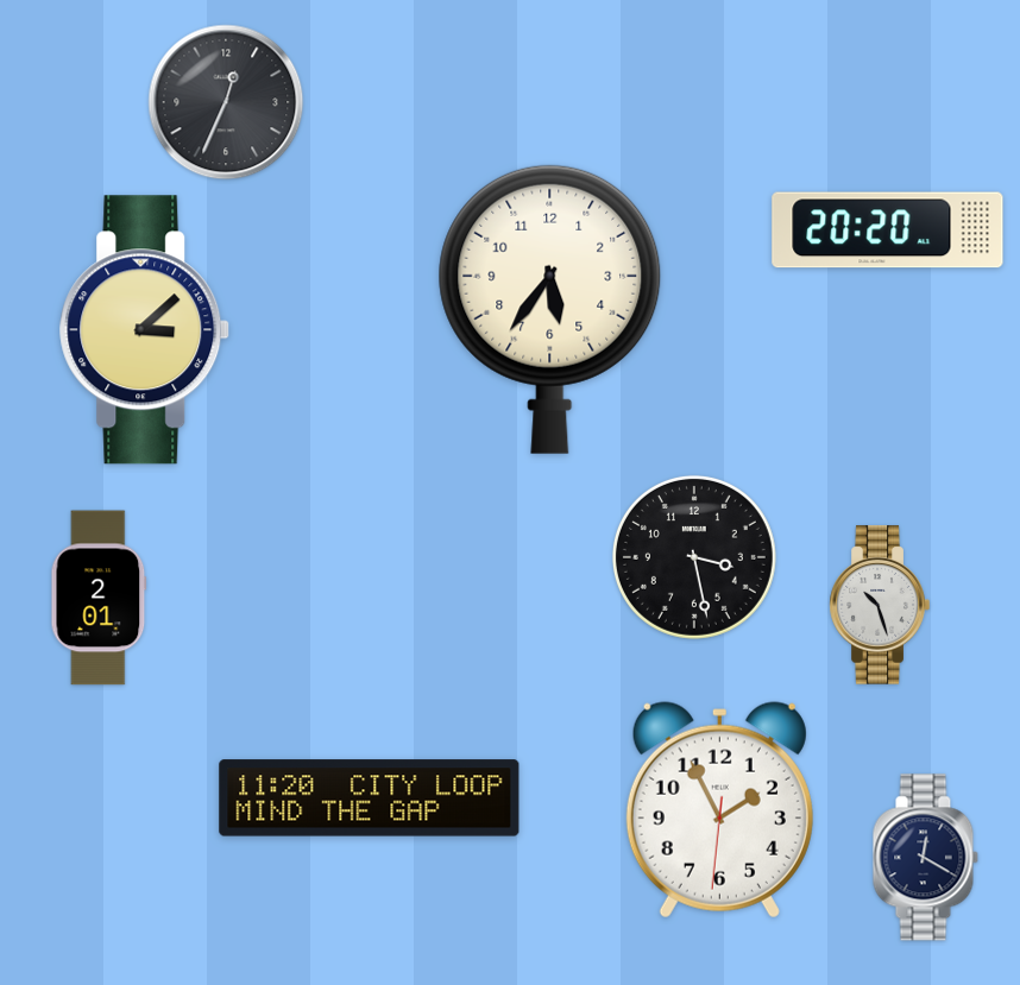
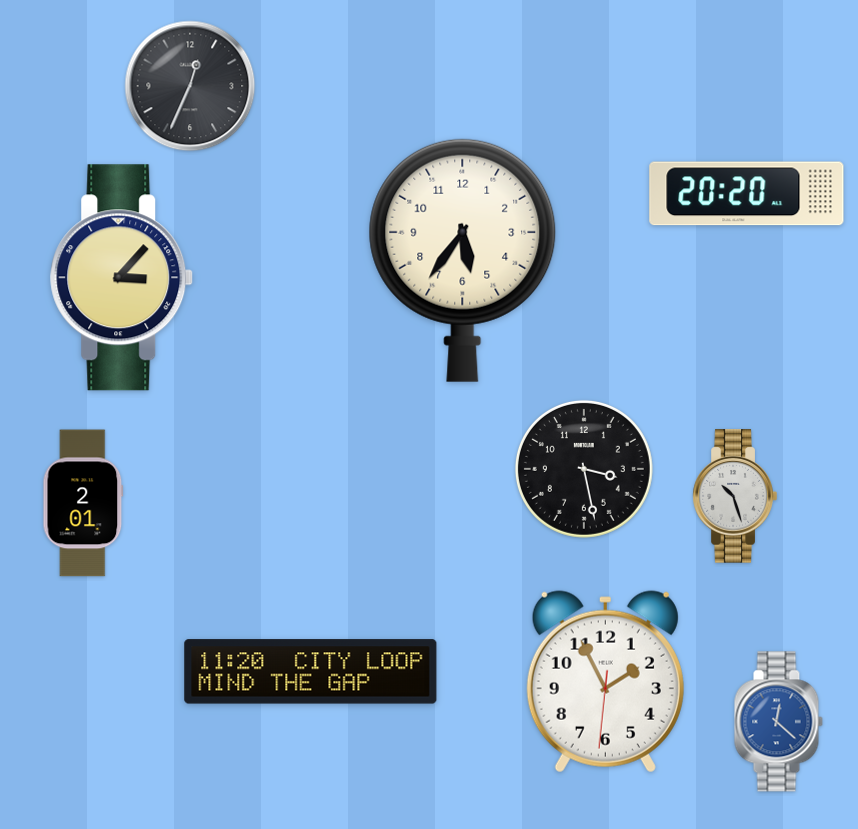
clock at (145, 330): 3:08 -> 3:07
clock at (880, 605) position: (880, 605) -> (735, 496)
clock at (925, 858): 12:20 -> 12:22
clock at (925, 858) dial: navy -> blue
